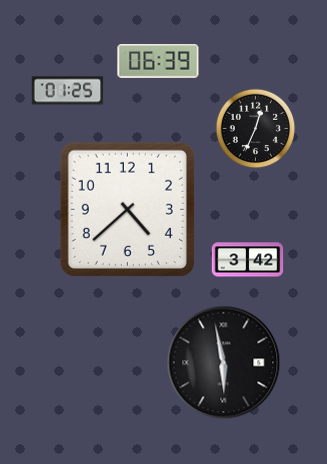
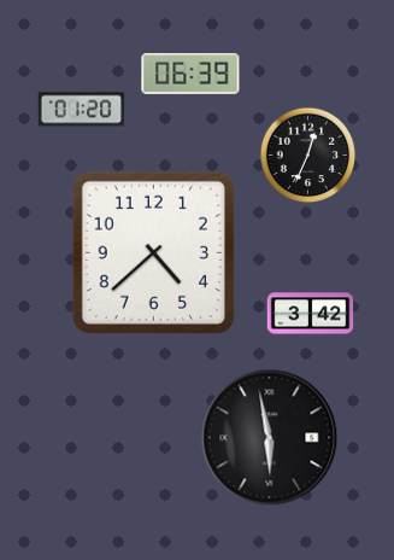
clock at (68, 91): 01:25 -> 01:20
clock at (248, 260) position: (248, 260) -> (311, 314)
